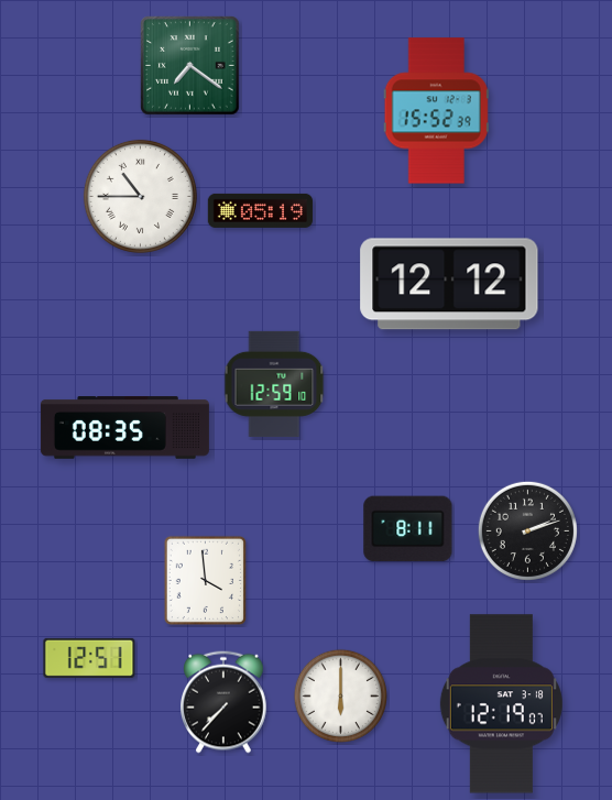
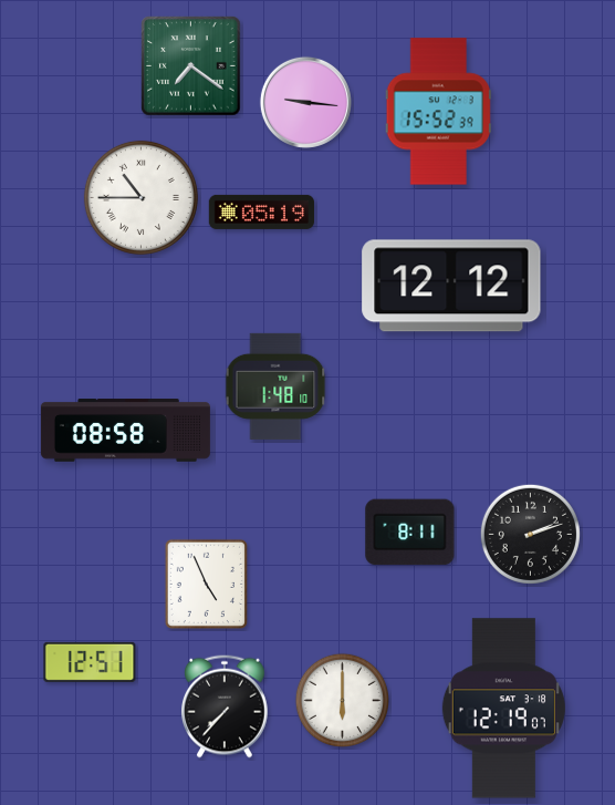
clock at (305, 102): none -> 9:16
clock at (274, 384): 12:59 -> 1:48
clock at (124, 428): 08:35 -> 08:58
clock at (205, 580): 3:59 -> 4:56
